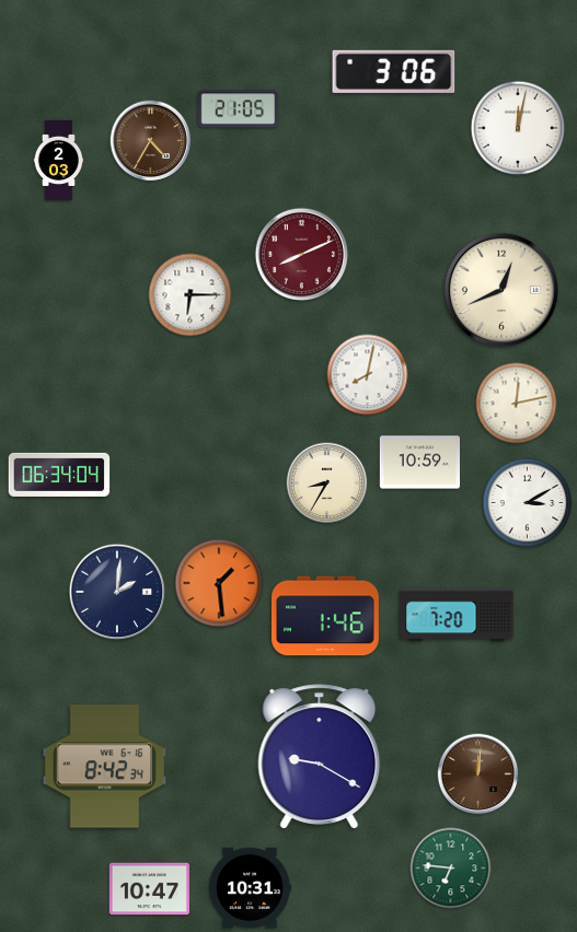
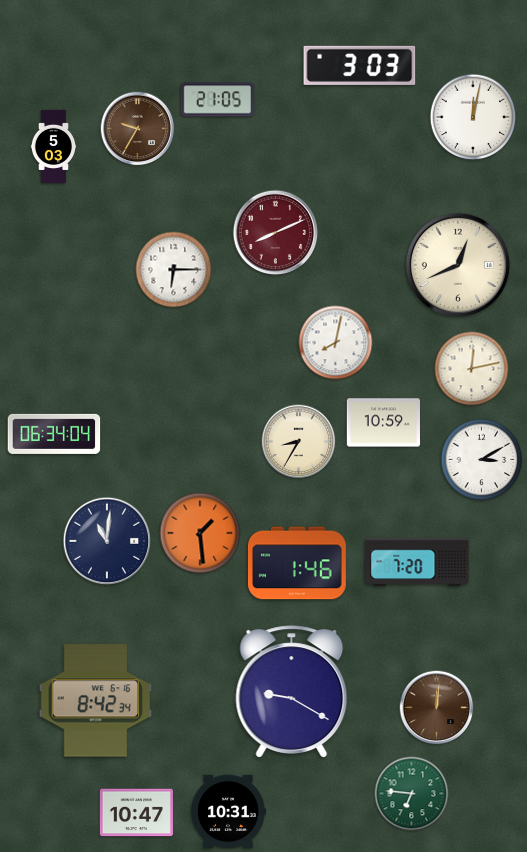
clock at (394, 71): 3:06 -> 3:03
clock at (151, 141): 4:35 -> 9:35
clock at (59, 161): 2:03 -> 5:03
clock at (117, 592): 2:01 -> 11:01
